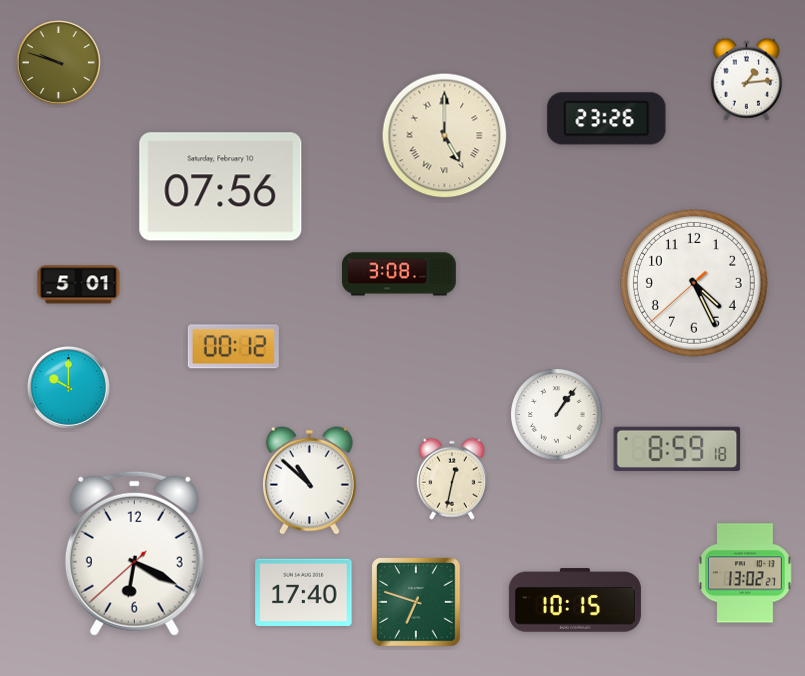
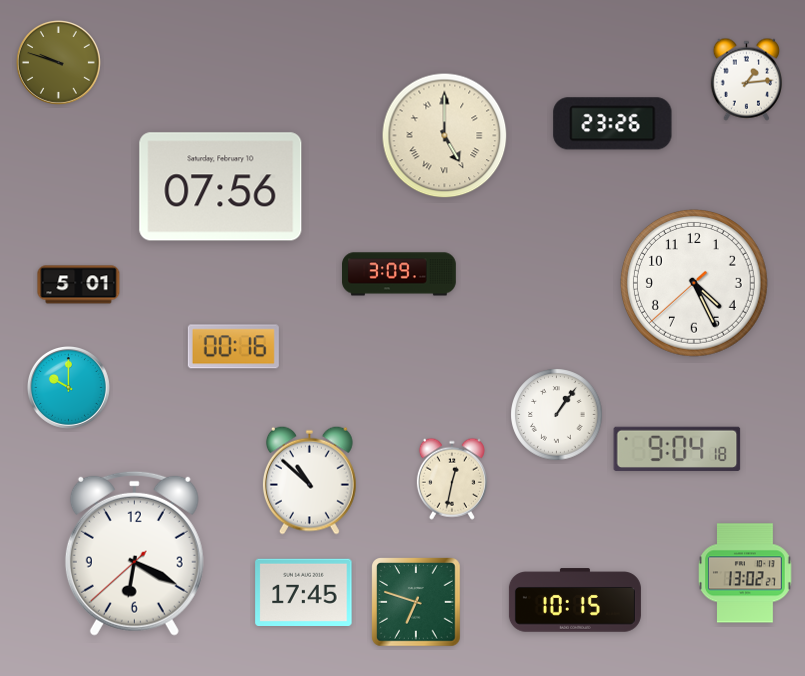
clock at (607, 119) position: (607, 119) -> (613, 124)
clock at (400, 274): 3:08 -> 3:09
clock at (233, 347): 00:12 -> 00:16
clock at (677, 448): 8:59 -> 9:04
clock at (304, 592): 17:40 -> 17:45
